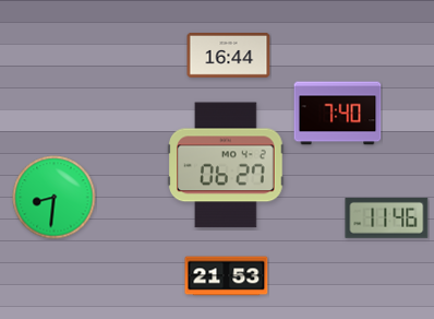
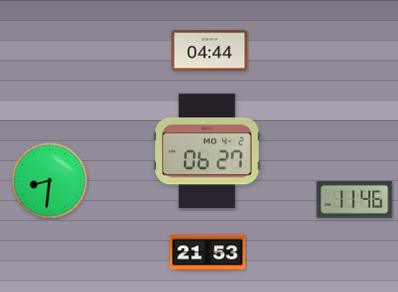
clock at (229, 56): 16:44 -> 04:44
clock at (338, 114): 7:40 -> none
